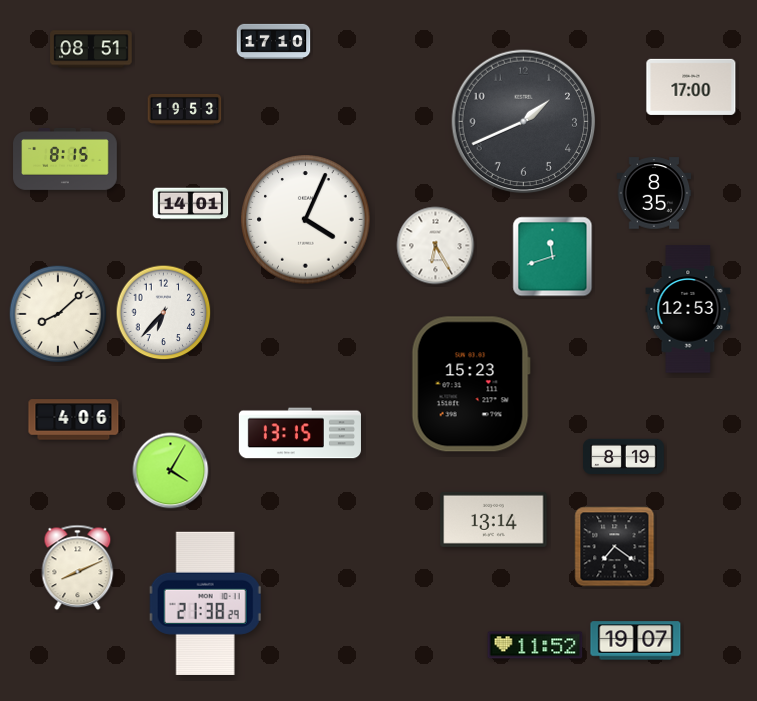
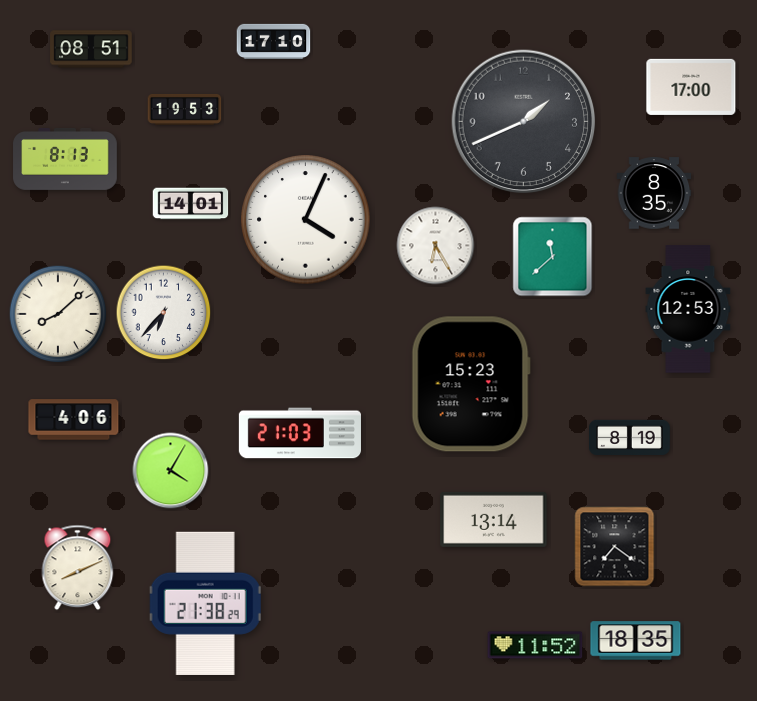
clock at (65, 159): 8:15 -> 8:13
clock at (553, 257): 11:42 -> 11:38
clock at (300, 433): 13:15 -> 21:03
clock at (624, 456) position: (624, 456) -> (630, 437)
clock at (636, 641): 19:07 -> 18:35
